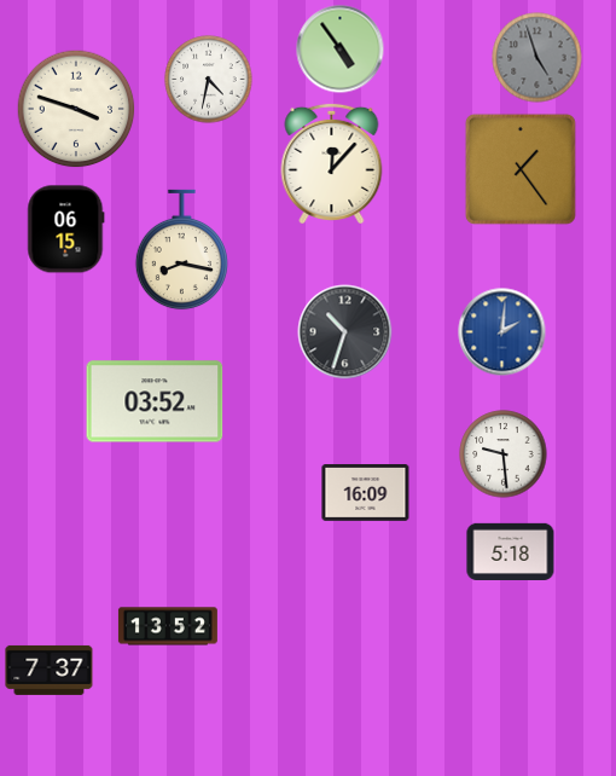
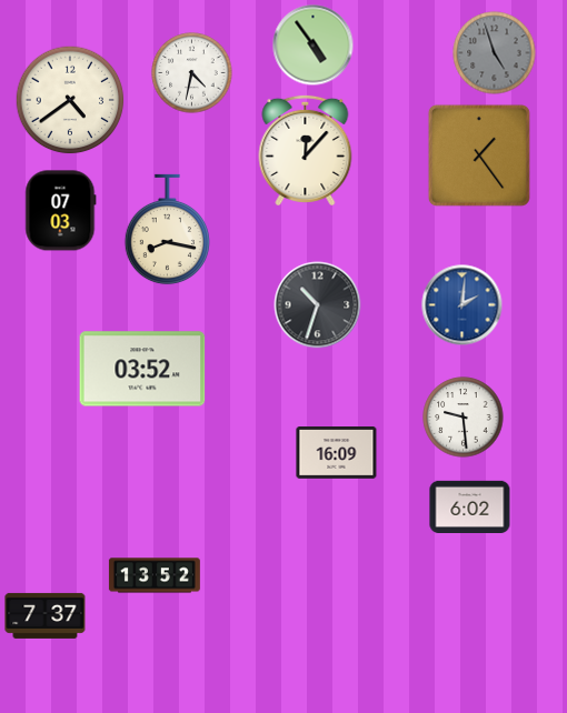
clock at (76, 109): 3:48 -> 4:39
clock at (66, 230): 06:15 -> 07:03
clock at (511, 551): 5:18 -> 6:02
